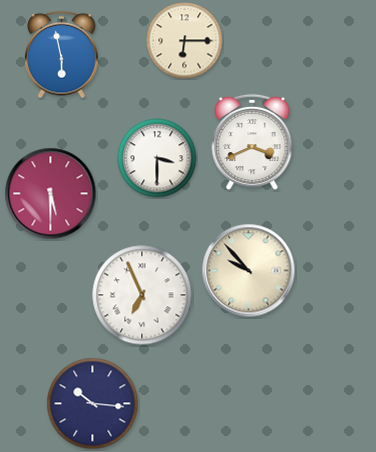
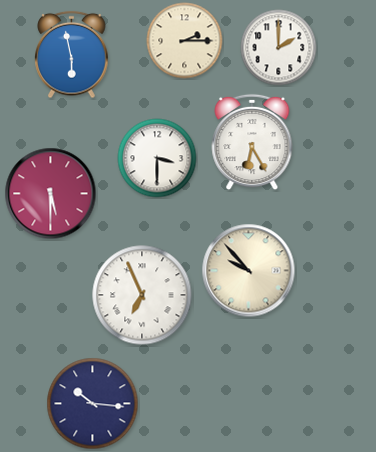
clock at (185, 41): 6:15 -> 2:15
clock at (279, 48): none -> 2:00
clock at (62, 55) position: (62, 55) -> (72, 55)
clock at (252, 142): 3:41 -> 6:25
